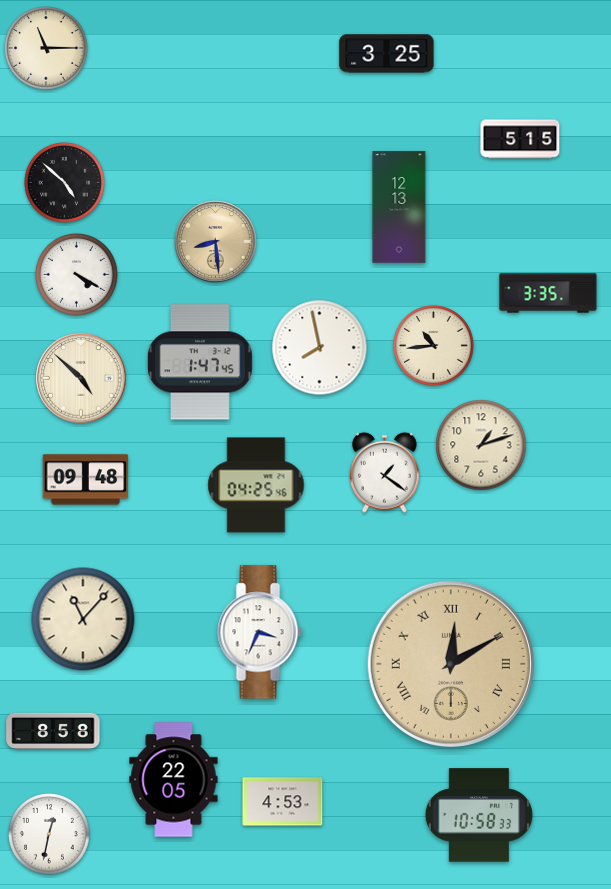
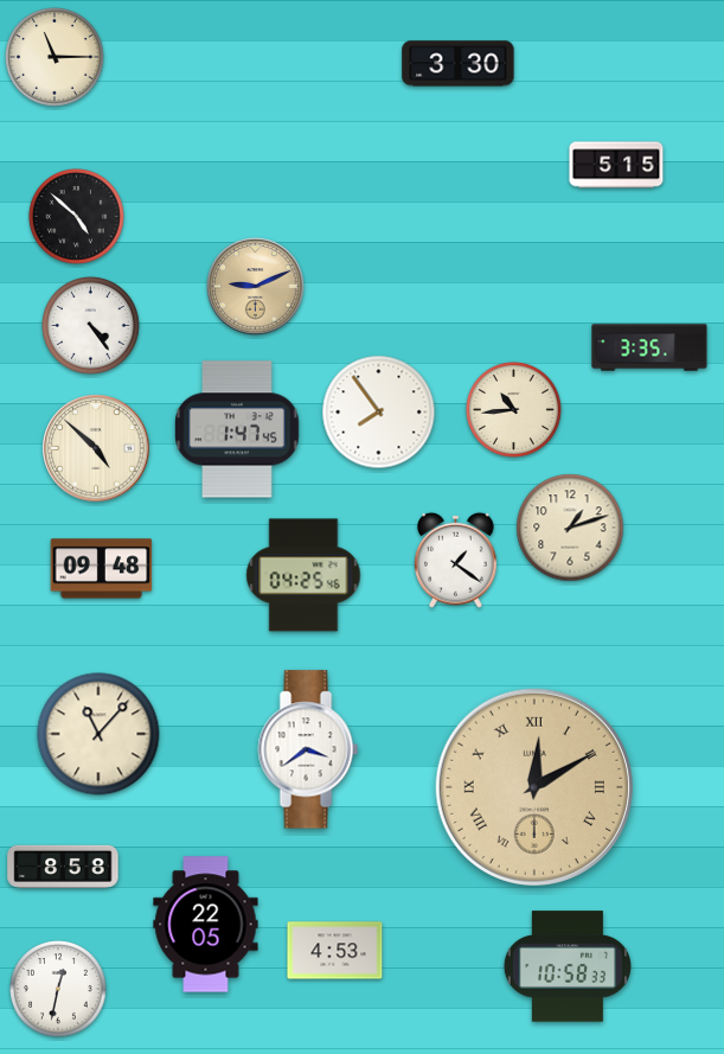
clock at (387, 54): 3:25 -> 3:30
clock at (399, 207): 12:13 -> none
clock at (216, 242): 8:29 -> 9:11
clock at (77, 275): 4:20 -> 4:24
clock at (320, 348): 7:58 -> 7:54
clock at (260, 632): 3:34 -> 3:39
